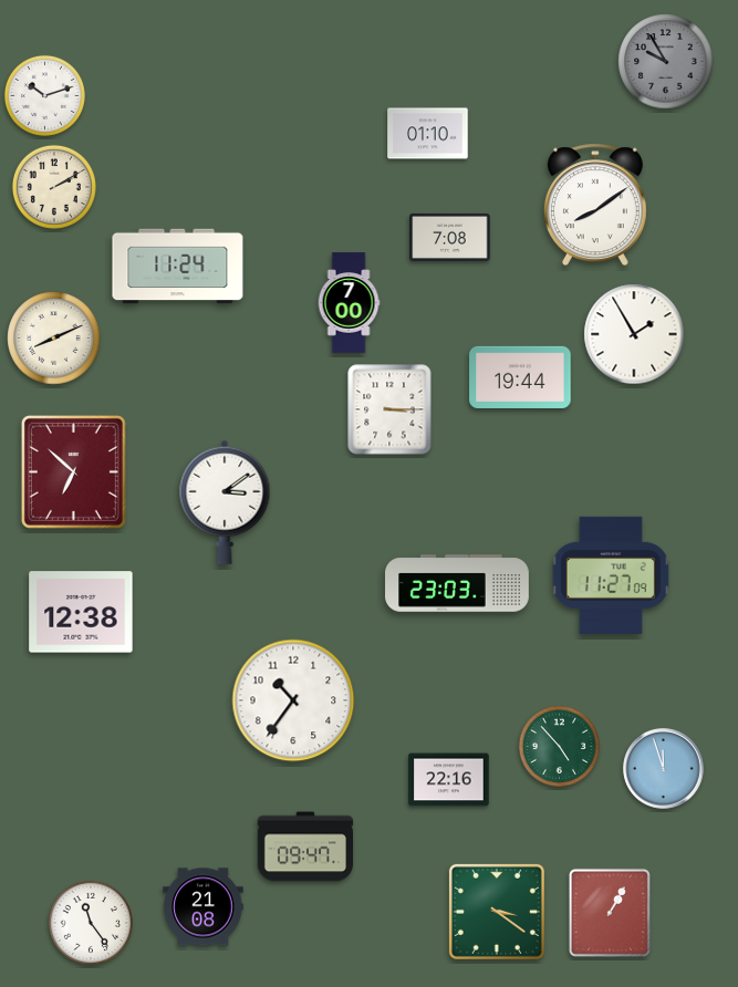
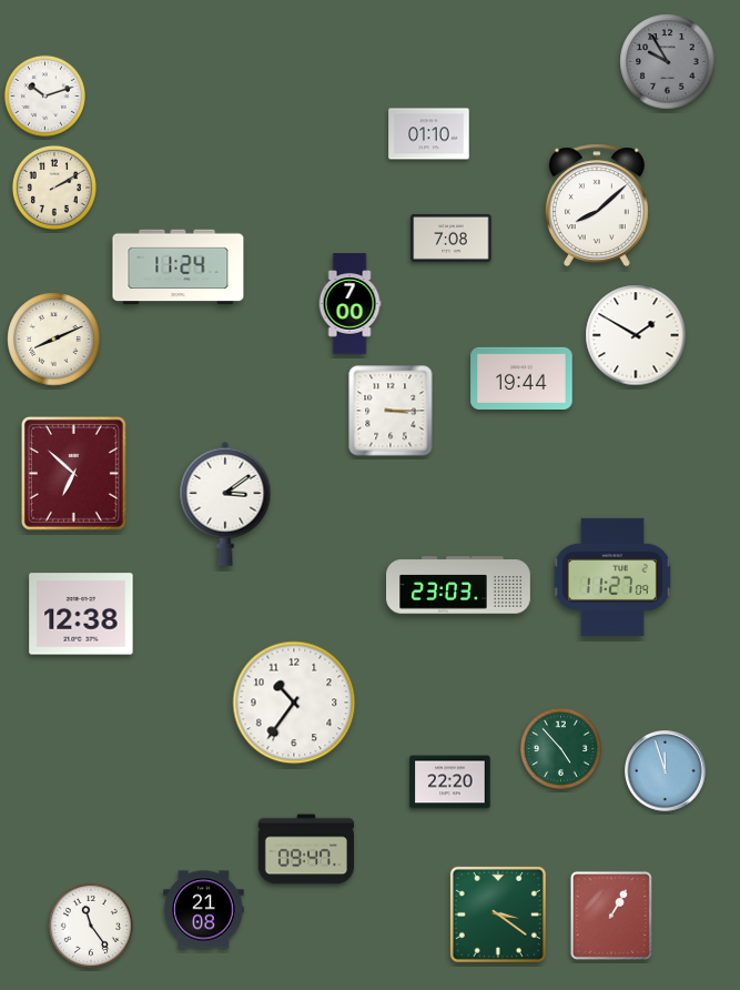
clock at (595, 205): 8:09 -> 8:08
clock at (634, 334): 1:55 -> 1:50
clock at (449, 780): 22:16 -> 22:20
